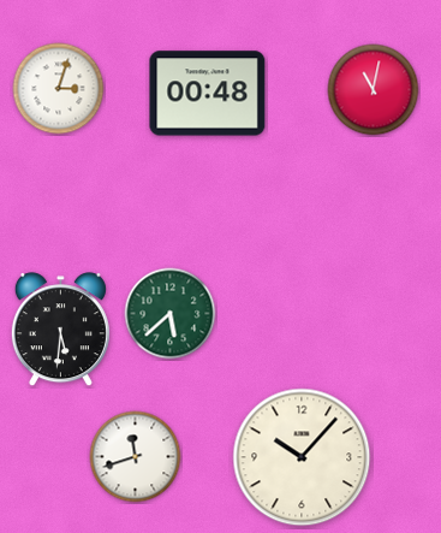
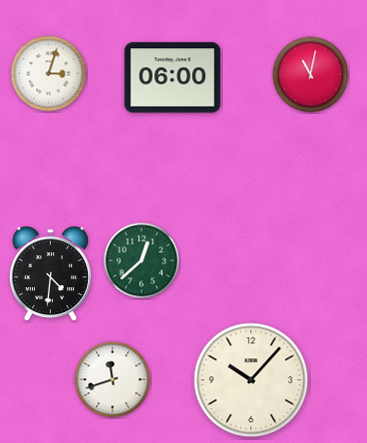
clock at (208, 94): 00:48 -> 06:00
clock at (171, 314): 5:38 -> 12:38
clock at (60, 330): 5:31 -> 4:31
